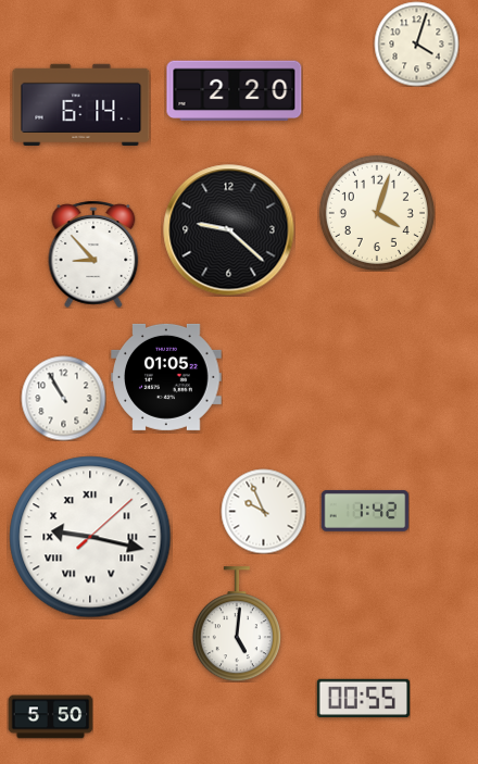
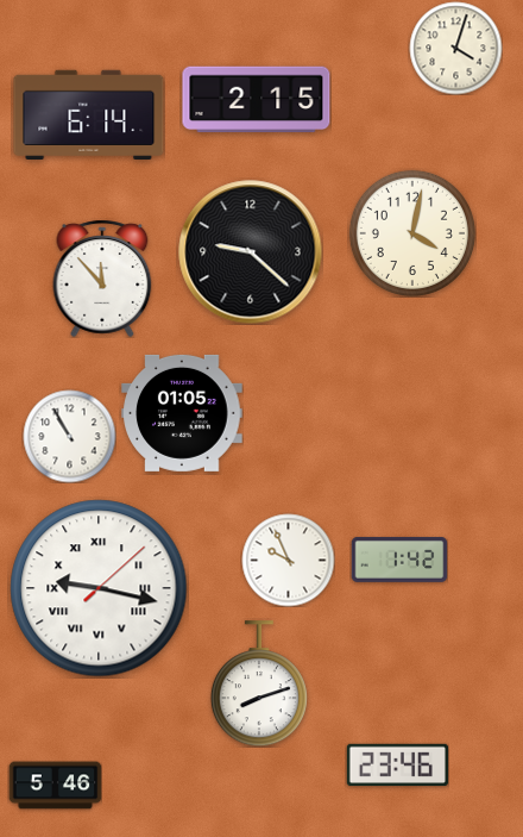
clock at (235, 91): 2:20 -> 2:15
clock at (377, 213): 4:03 -> 4:02
clock at (93, 254): 8:53 -> 11:53
clock at (237, 624): 5:01 -> 8:12
clock at (363, 699): 00:55 -> 23:46
clock at (50, 717): 5:50 -> 5:46
